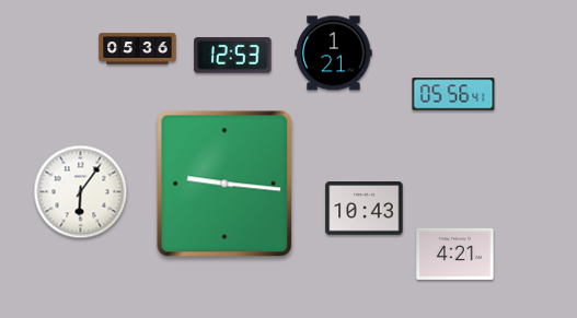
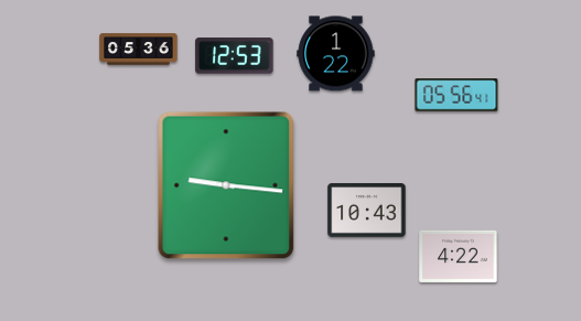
clock at (334, 54): 1:21 -> 1:22
clock at (81, 192): 6:06 -> none
clock at (455, 254): 4:21 -> 4:22
